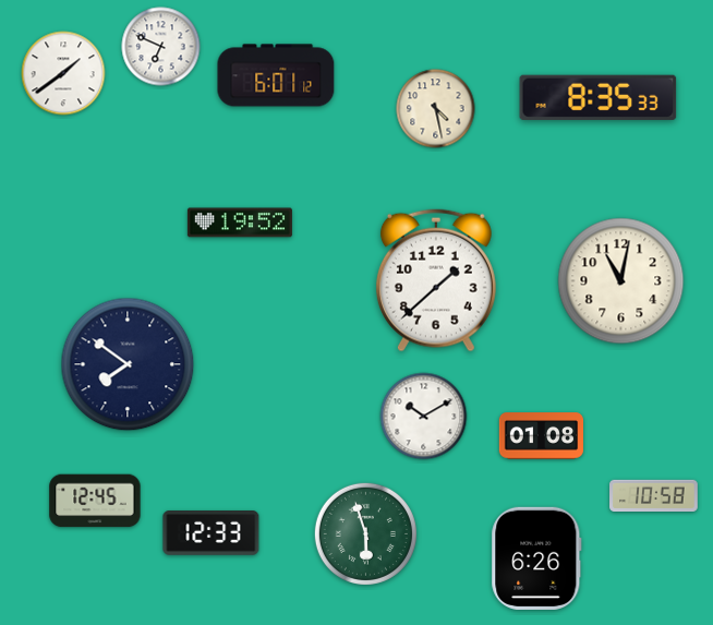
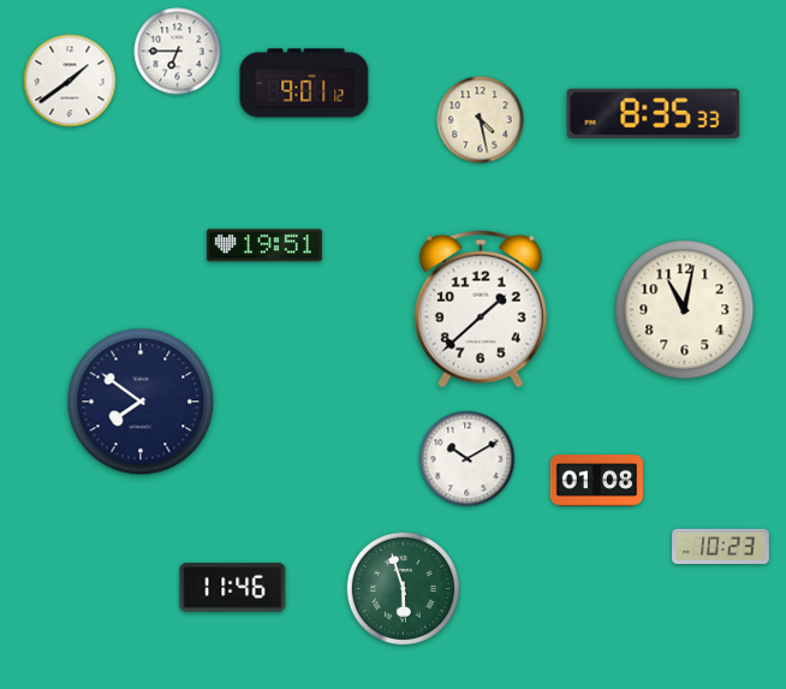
clock at (161, 47): 6:49 -> 6:45
clock at (276, 75): 6:01 -> 9:01
clock at (599, 97) position: (599, 97) -> (654, 113)
clock at (240, 223): 19:52 -> 19:51
clock at (654, 496): 10:58 -> 10:23
clock at (95, 501): 12:45 -> none
clock at (212, 533): 12:33 -> 11:46
clock at (536, 557): 6:26 -> none
